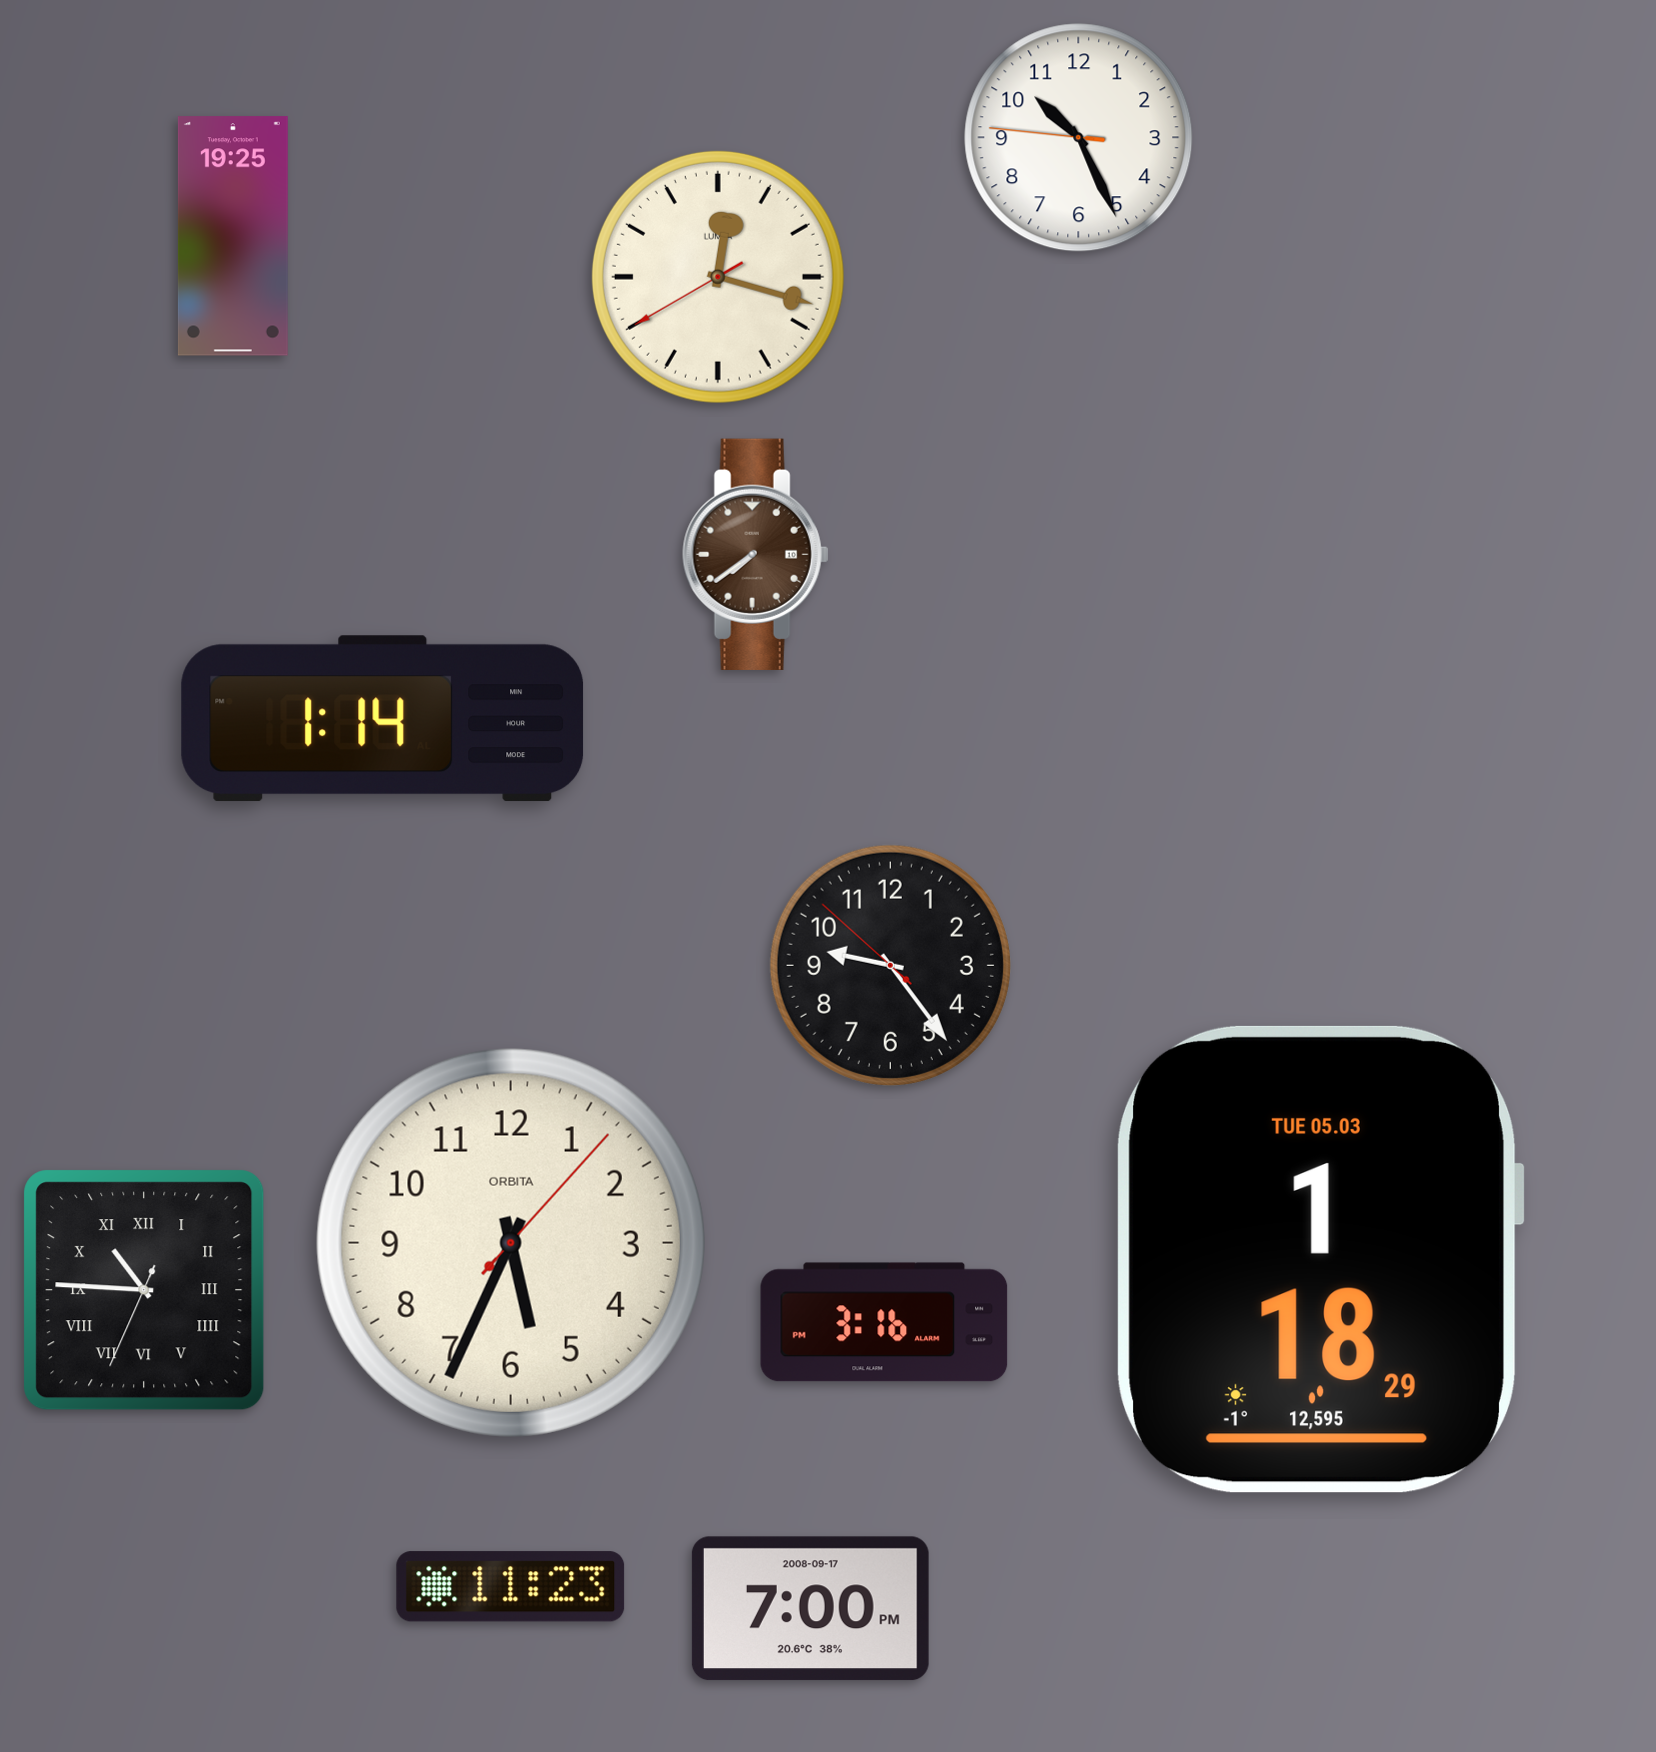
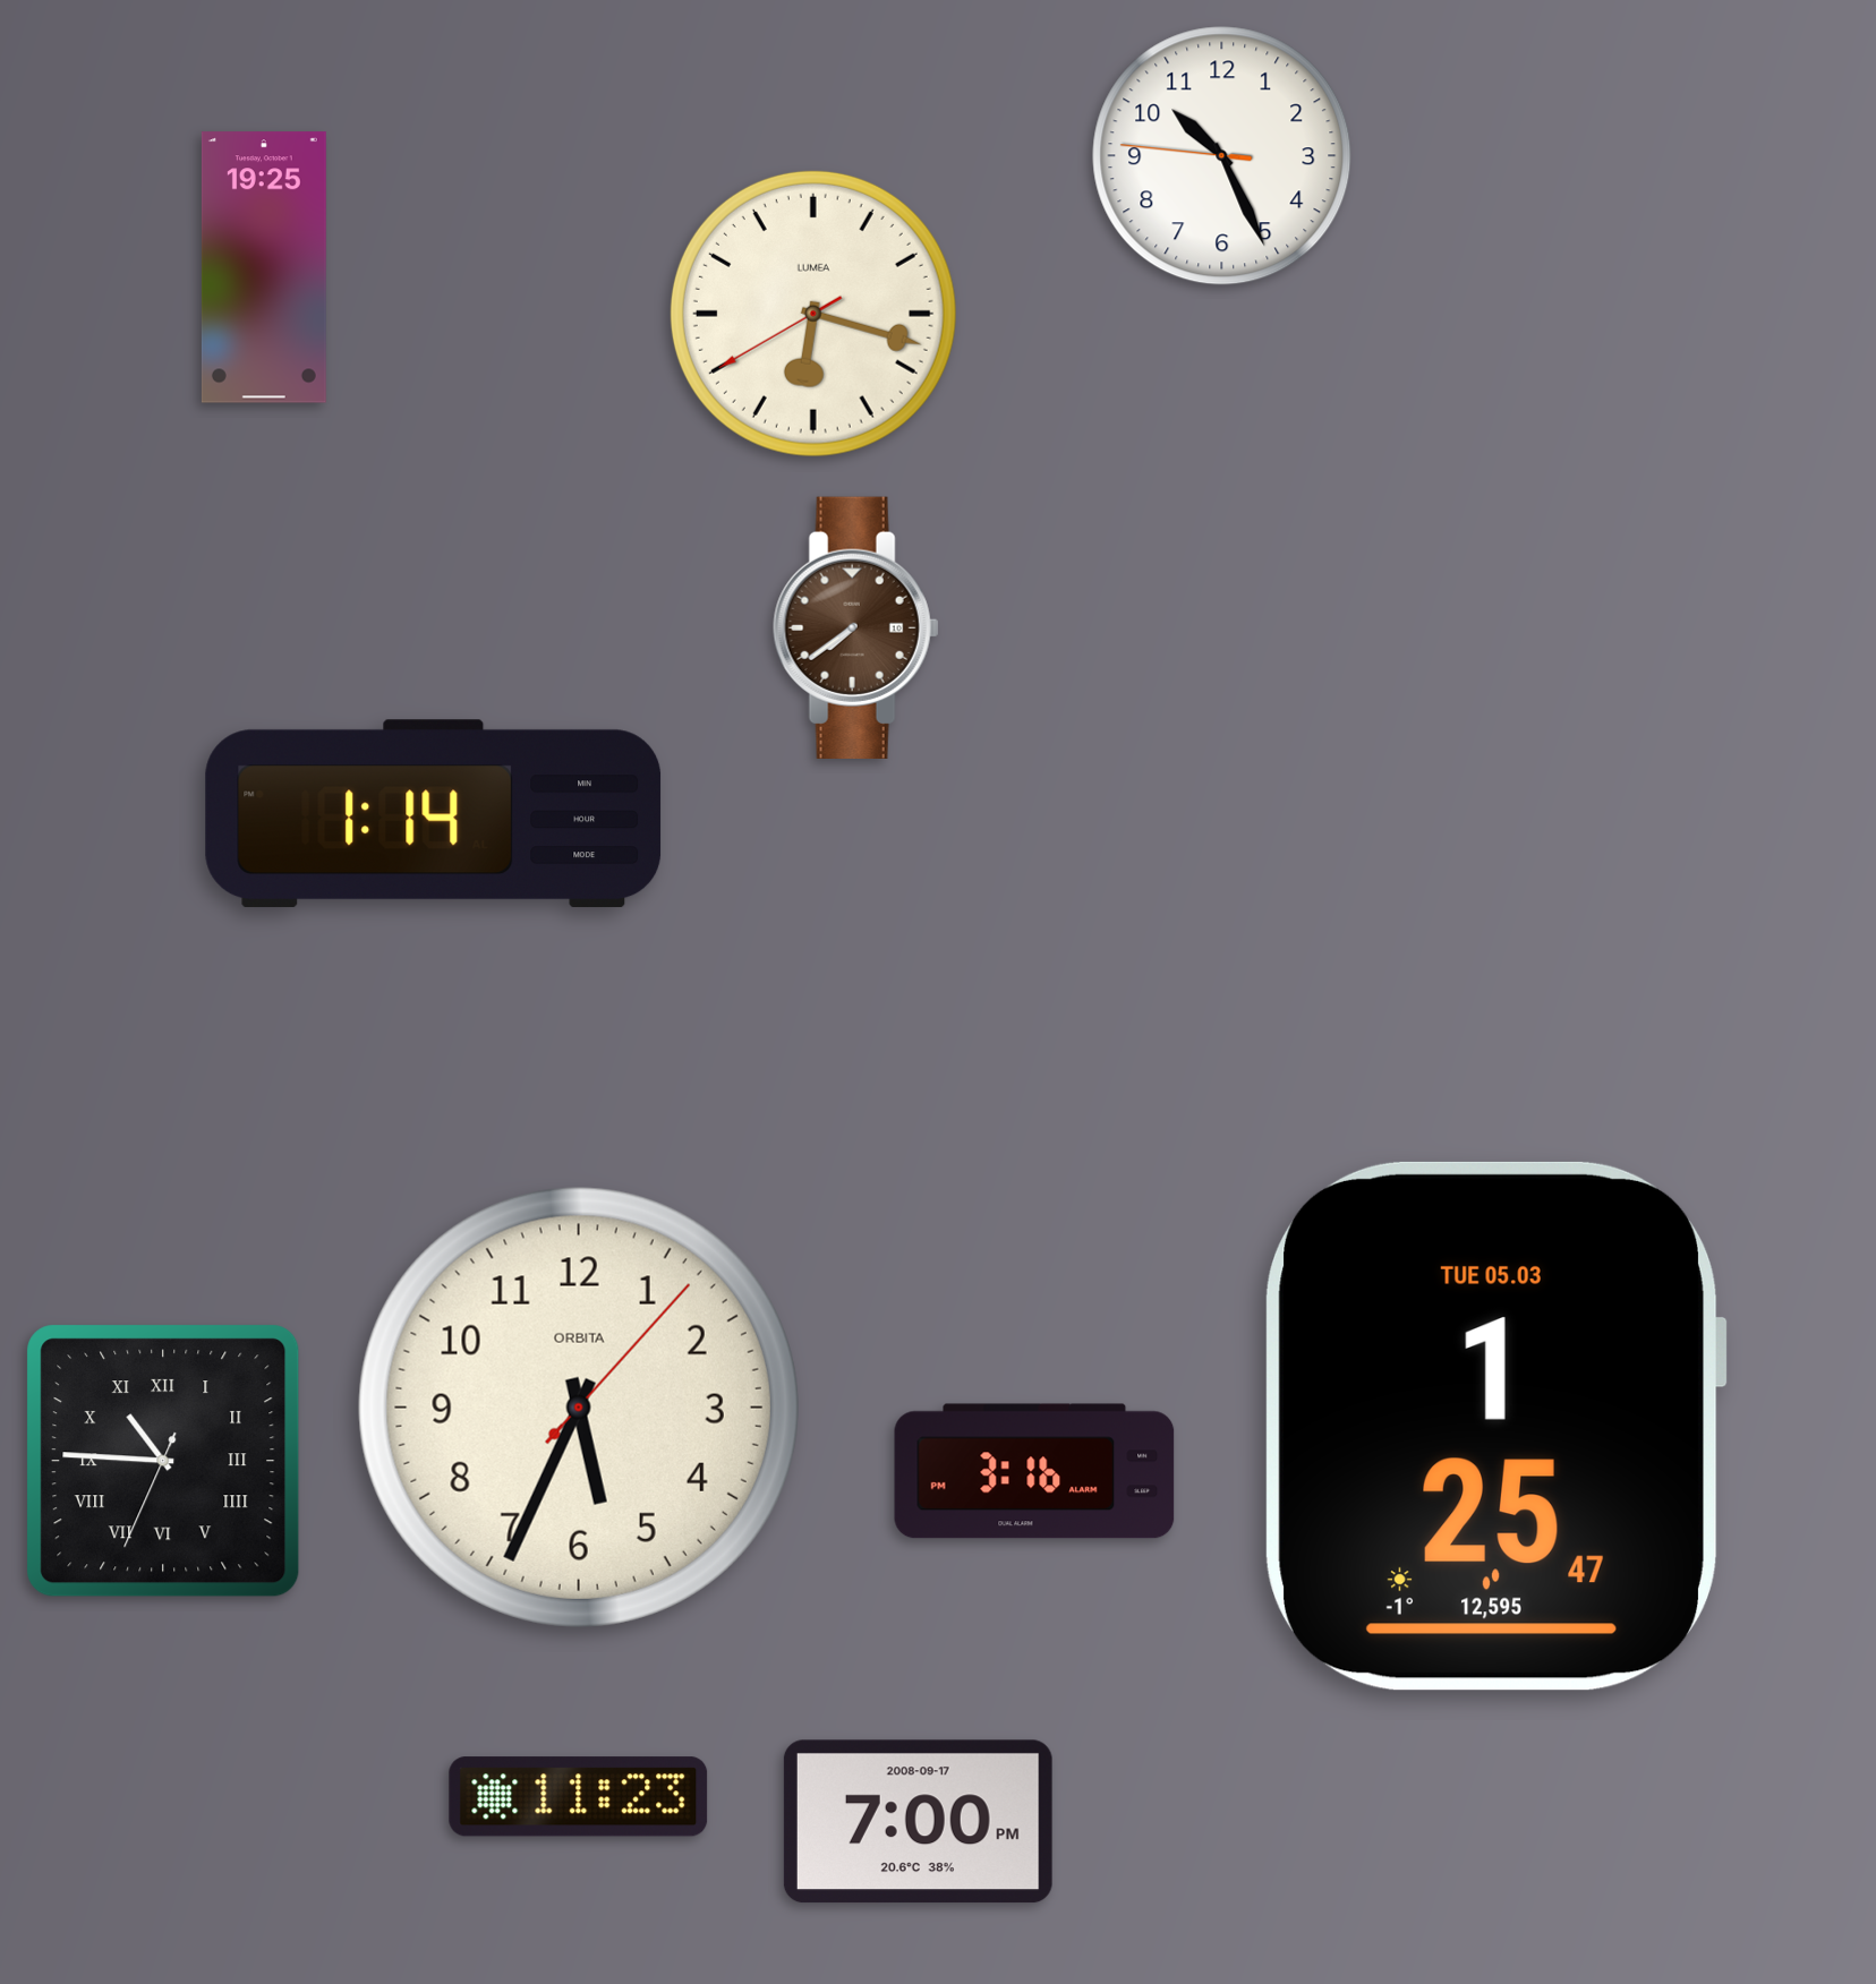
clock at (718, 277): 12:17 -> 6:17
clock at (890, 965): 9:23 -> none
clock at (1320, 1259): 1:18 -> 1:25
clock at (884, 1322) position: (884, 1322) -> (1034, 1471)
